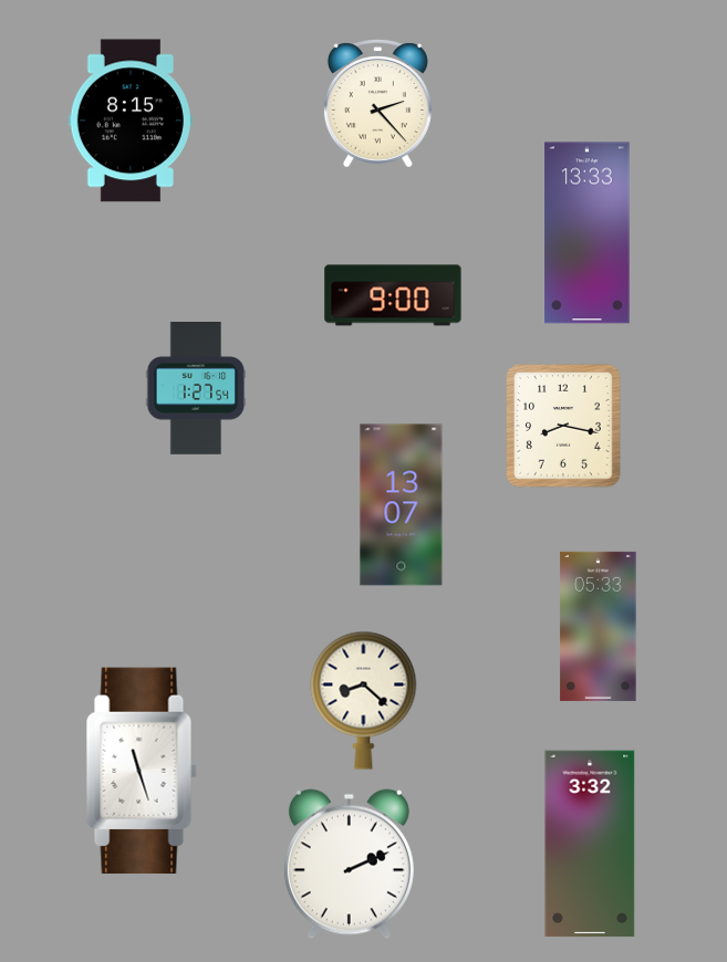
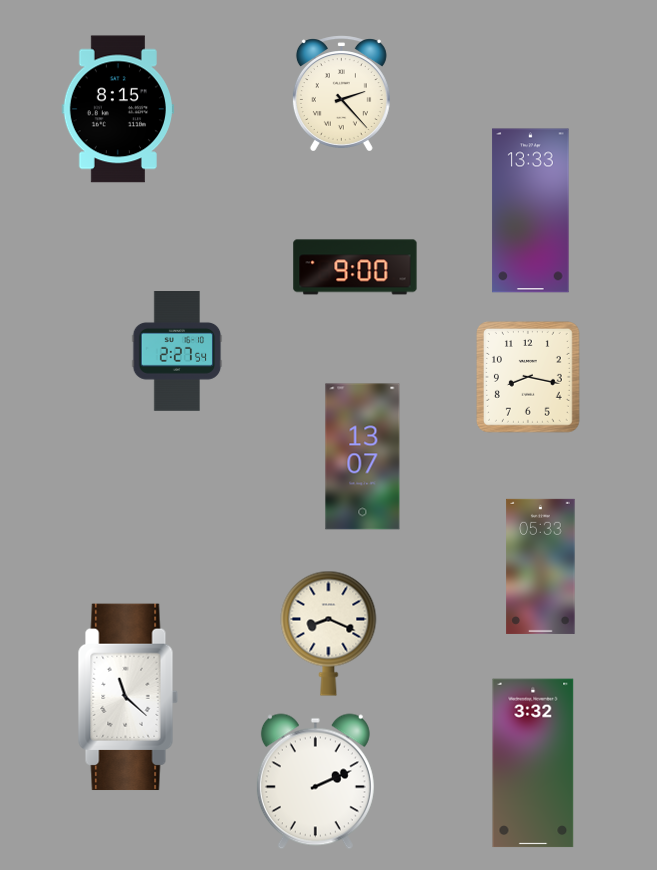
clock at (196, 388): 1:27 -> 2:27
clock at (564, 427) position: (564, 427) -> (529, 378)
clock at (364, 700): 8:22 -> 8:19
clock at (142, 771): 11:27 -> 11:22
